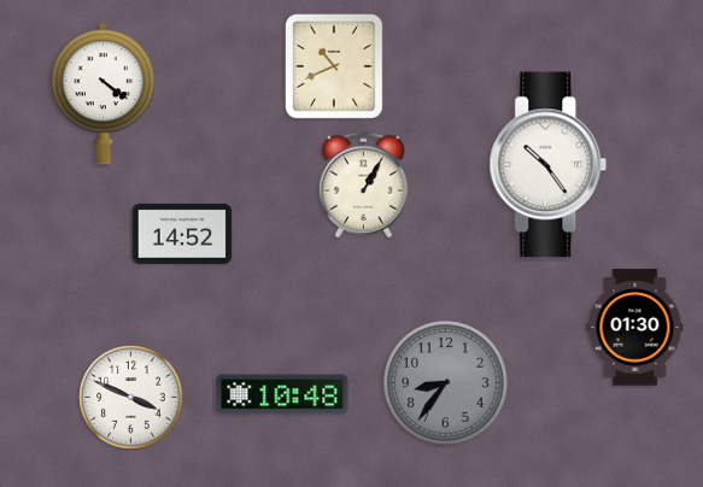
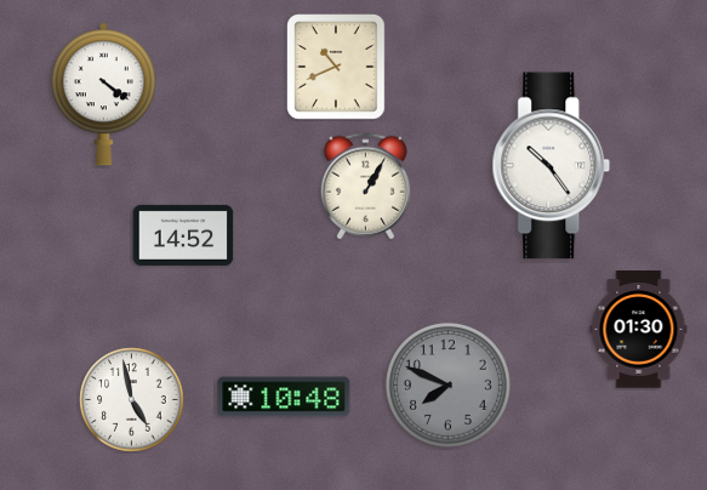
clock at (446, 383): 8:36 -> 7:49
clock at (131, 398): 3:49 -> 4:58
